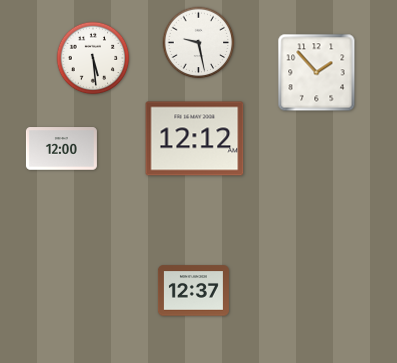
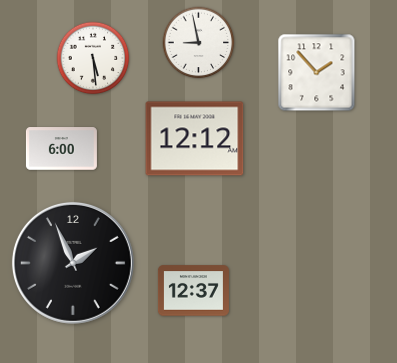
clock at (199, 43): 9:28 -> 8:58
clock at (61, 149): 12:00 -> 6:00
clock at (73, 263): none -> 1:56
